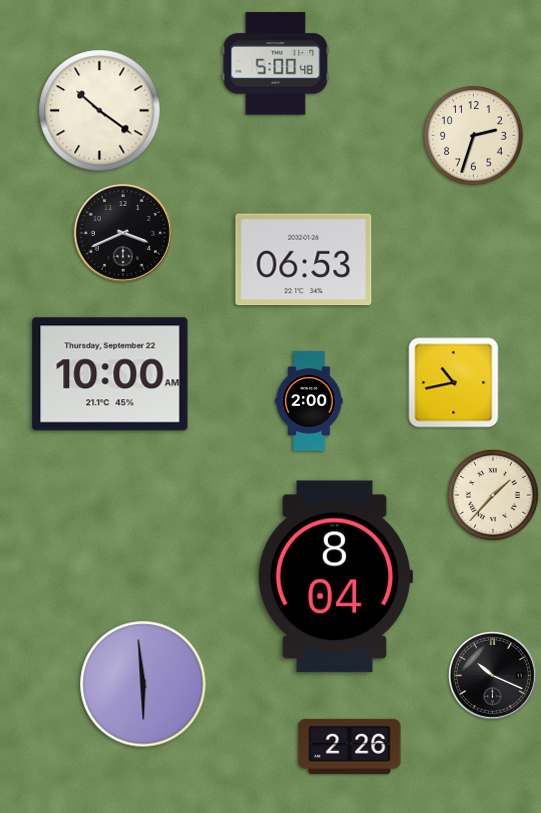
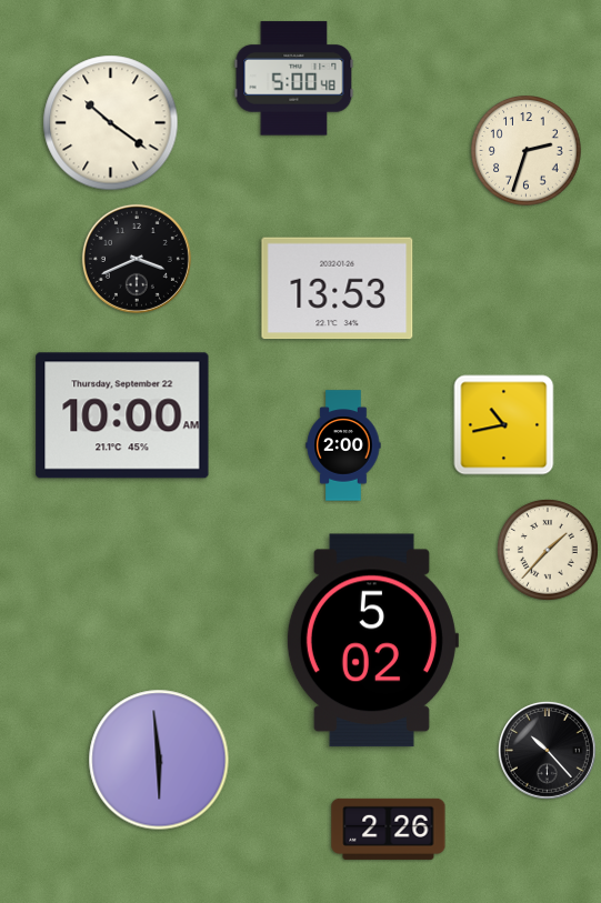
clock at (276, 64) position: (276, 64) -> (294, 79)
clock at (304, 260): 06:53 -> 13:53
clock at (335, 577): 8:04 -> 5:02
clock at (492, 675): 10:19 -> 10:23
